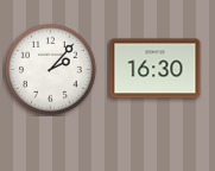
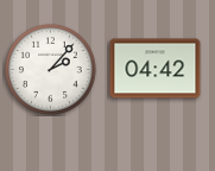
clock at (156, 69): 16:30 -> 04:42
